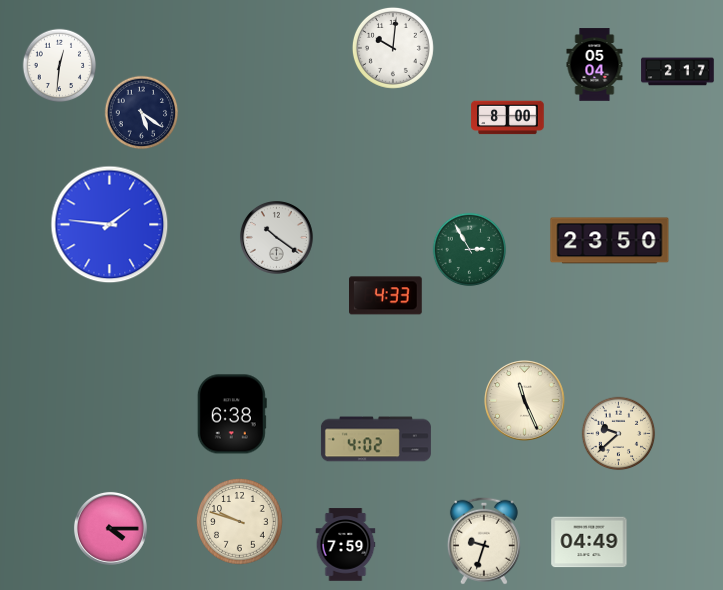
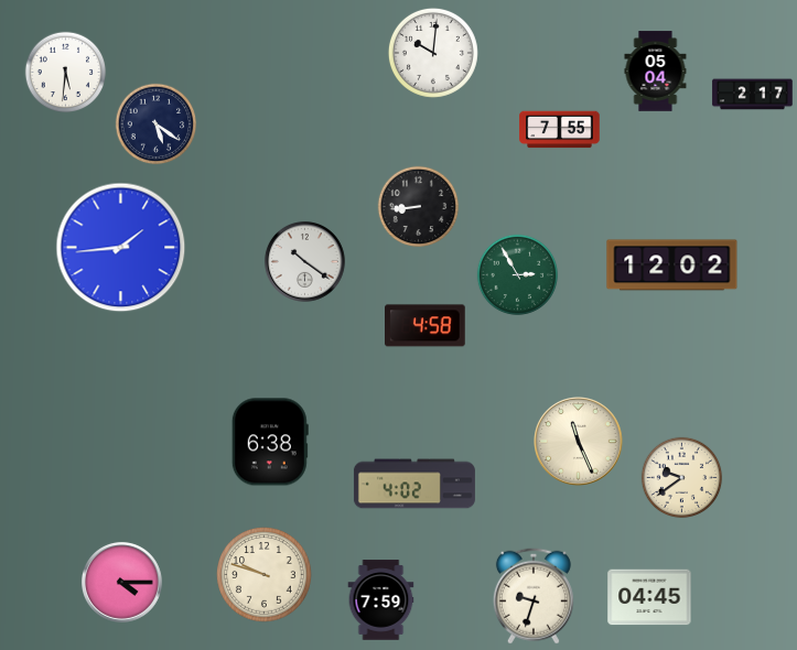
clock at (60, 66): 12:31 -> 5:31
clock at (678, 72) position: (678, 72) -> (753, 95)
clock at (508, 118): 8:00 -> 7:55
clock at (419, 207): none -> 8:44
clock at (110, 225): 1:46 -> 1:44
clock at (610, 241): 23:50 -> 12:02
clock at (386, 296): 4:33 -> 4:58
clock at (232, 414) position: (232, 414) -> (270, 442)
clock at (619, 434): 9:38 -> 9:39
clock at (589, 542): 04:49 -> 04:45
